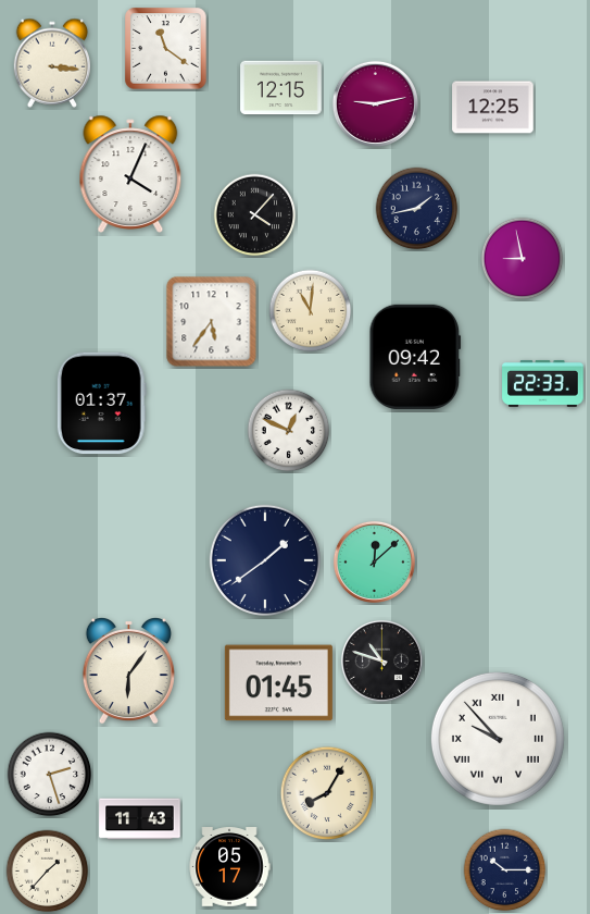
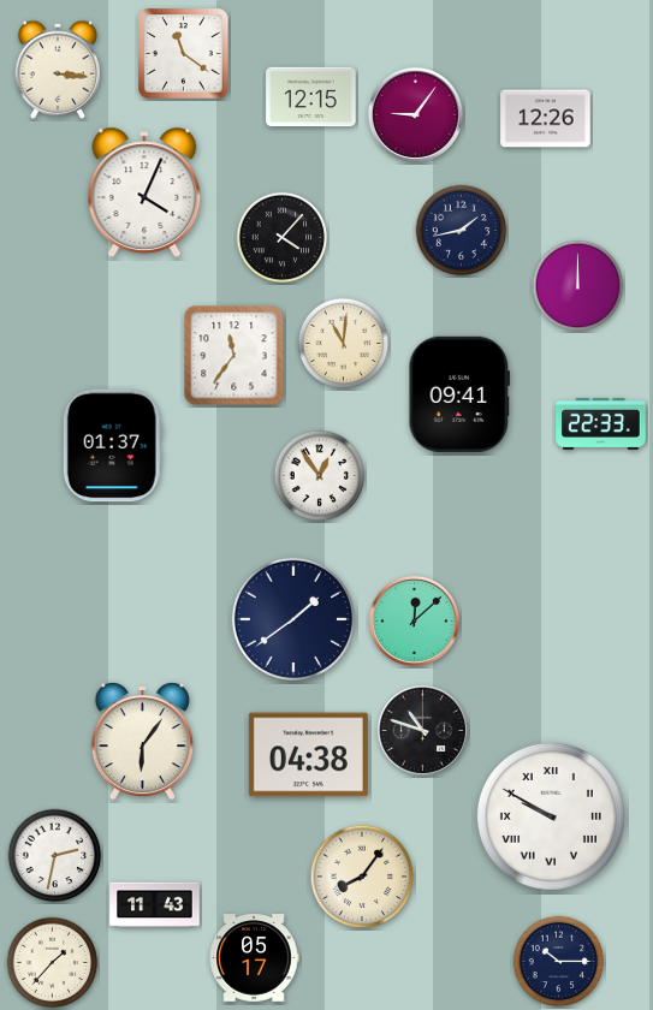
clock at (375, 103): 9:13 -> 9:06
clock at (493, 108): 12:25 -> 12:26
clock at (523, 259): 8:58 -> 12:00
clock at (212, 322): 5:36 -> 11:36
clock at (415, 357): 09:42 -> 09:41
clock at (289, 431): 12:49 -> 12:54
clock at (278, 683): 01:45 -> 04:38
clock at (498, 739): 9:53 -> 9:50
clock at (50, 775): 2:27 -> 2:32
clock at (327, 793): 8:05 -> 8:06
